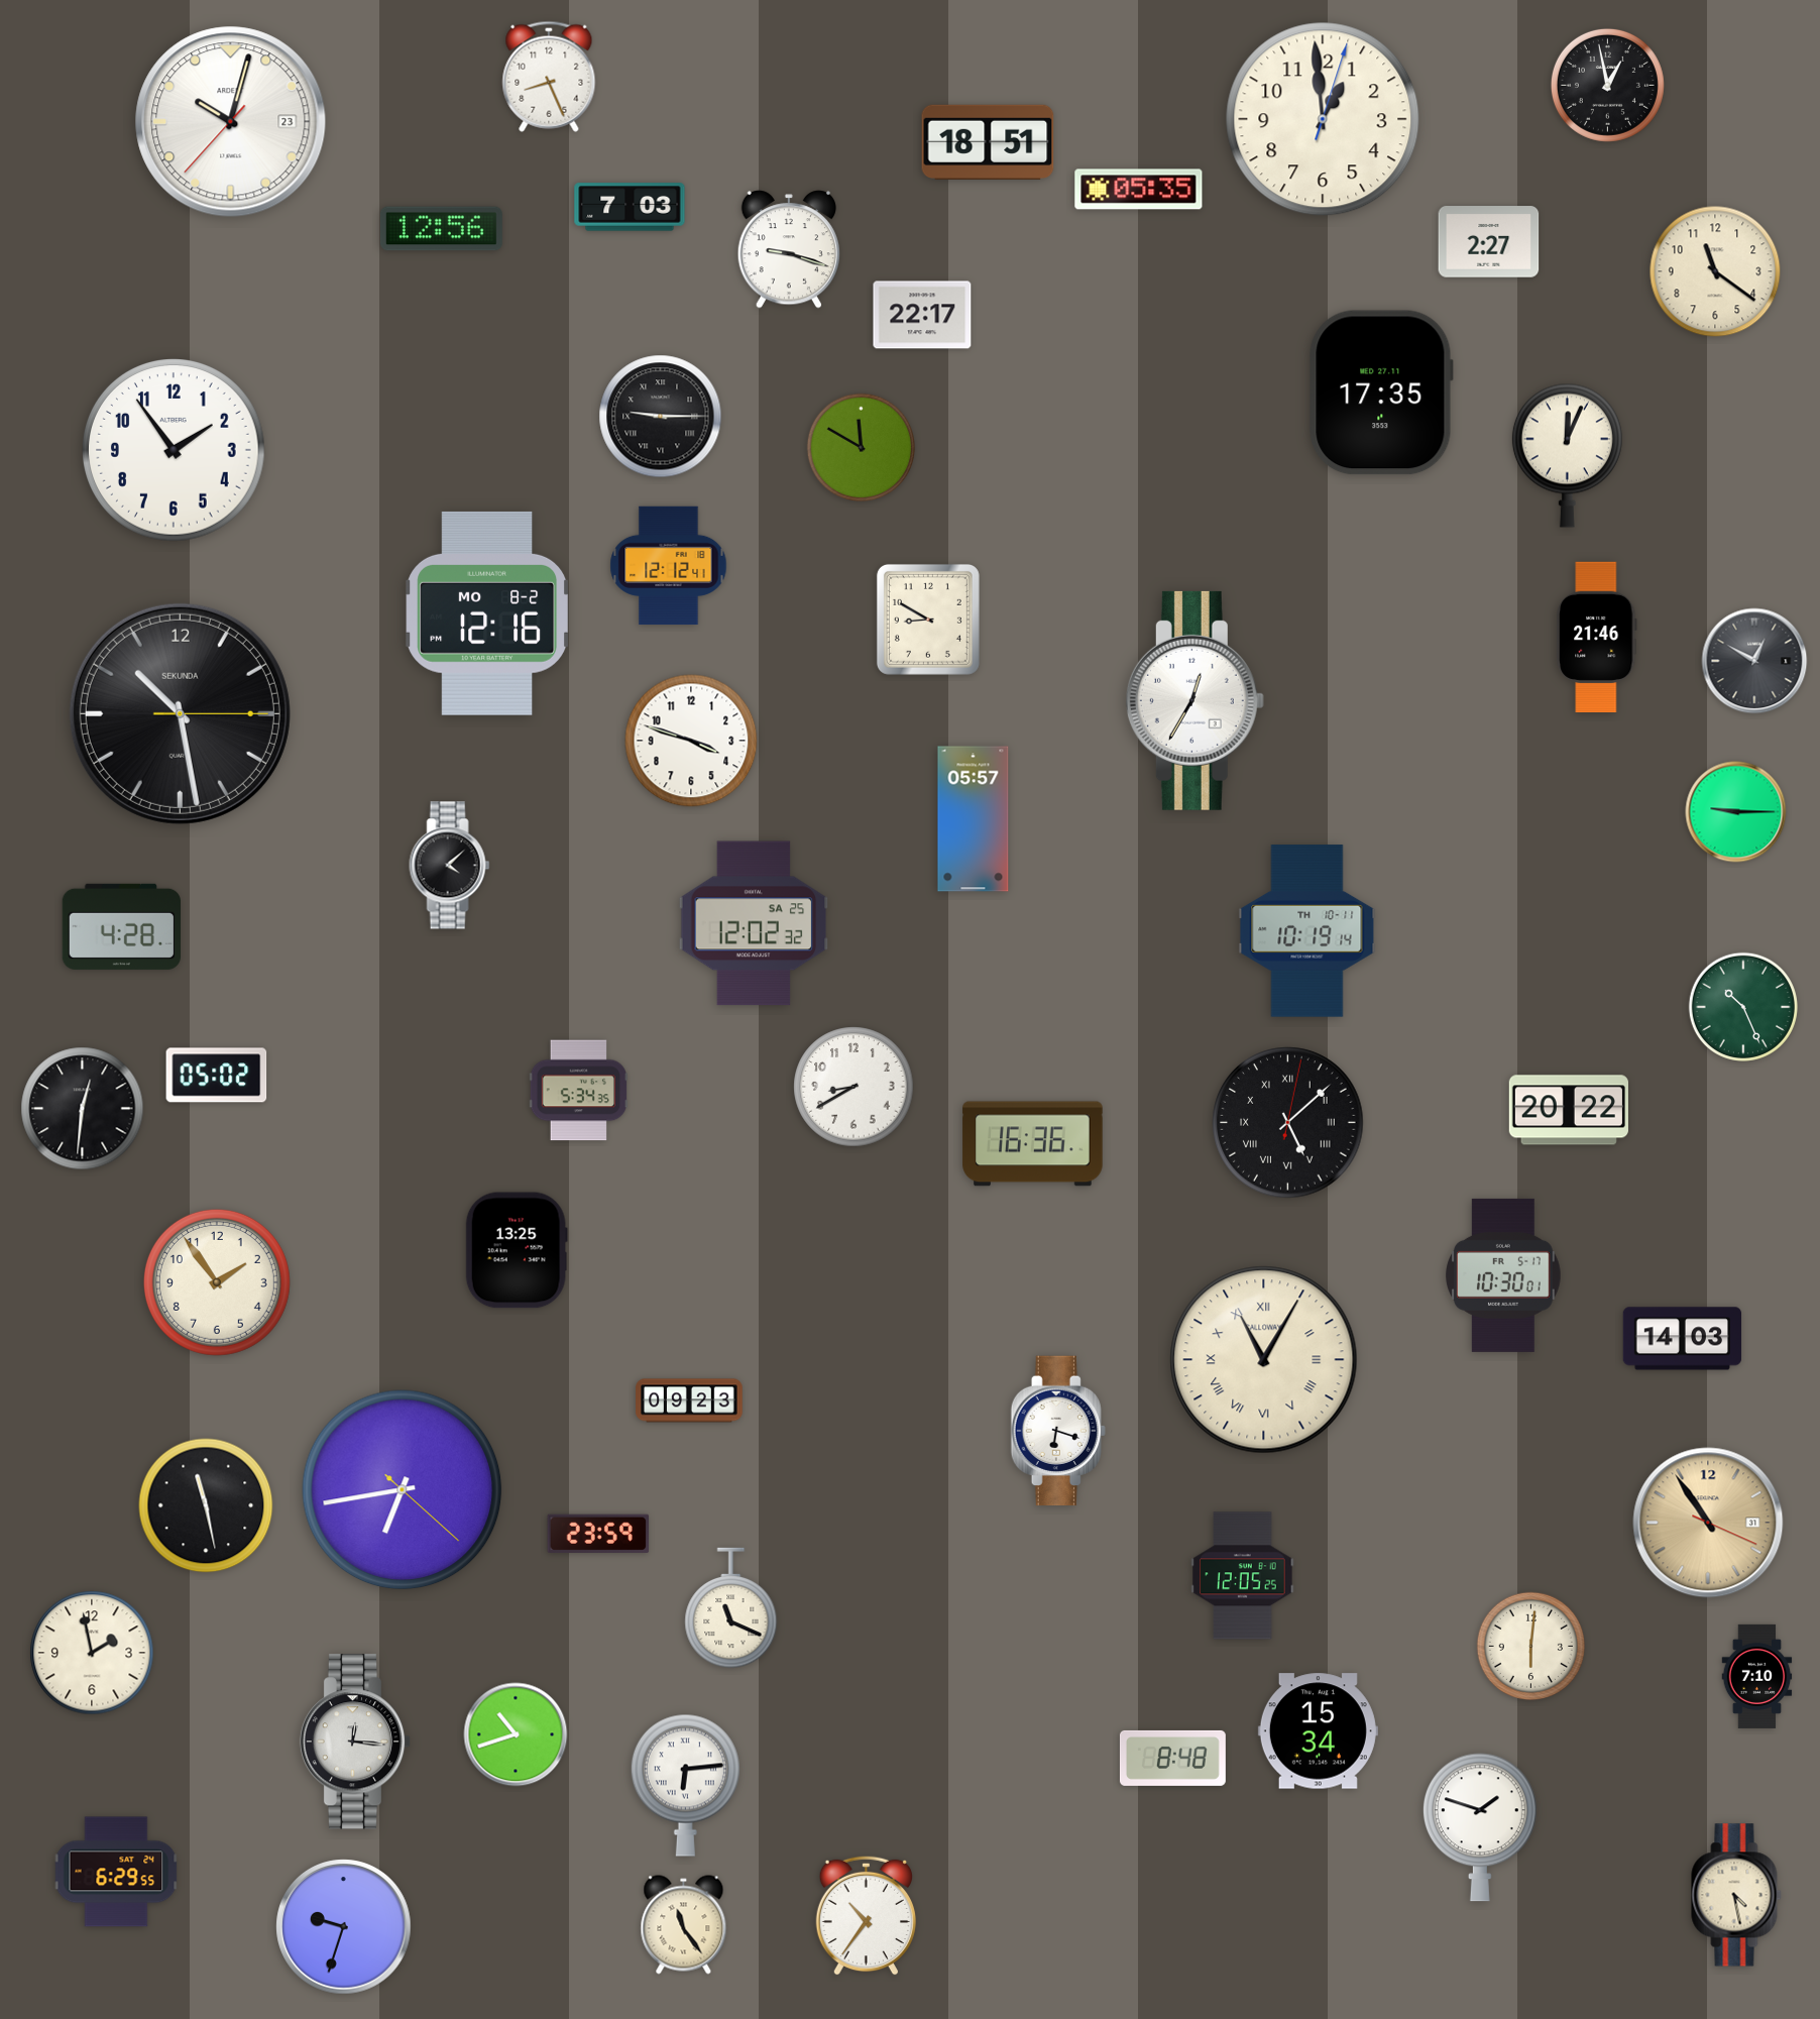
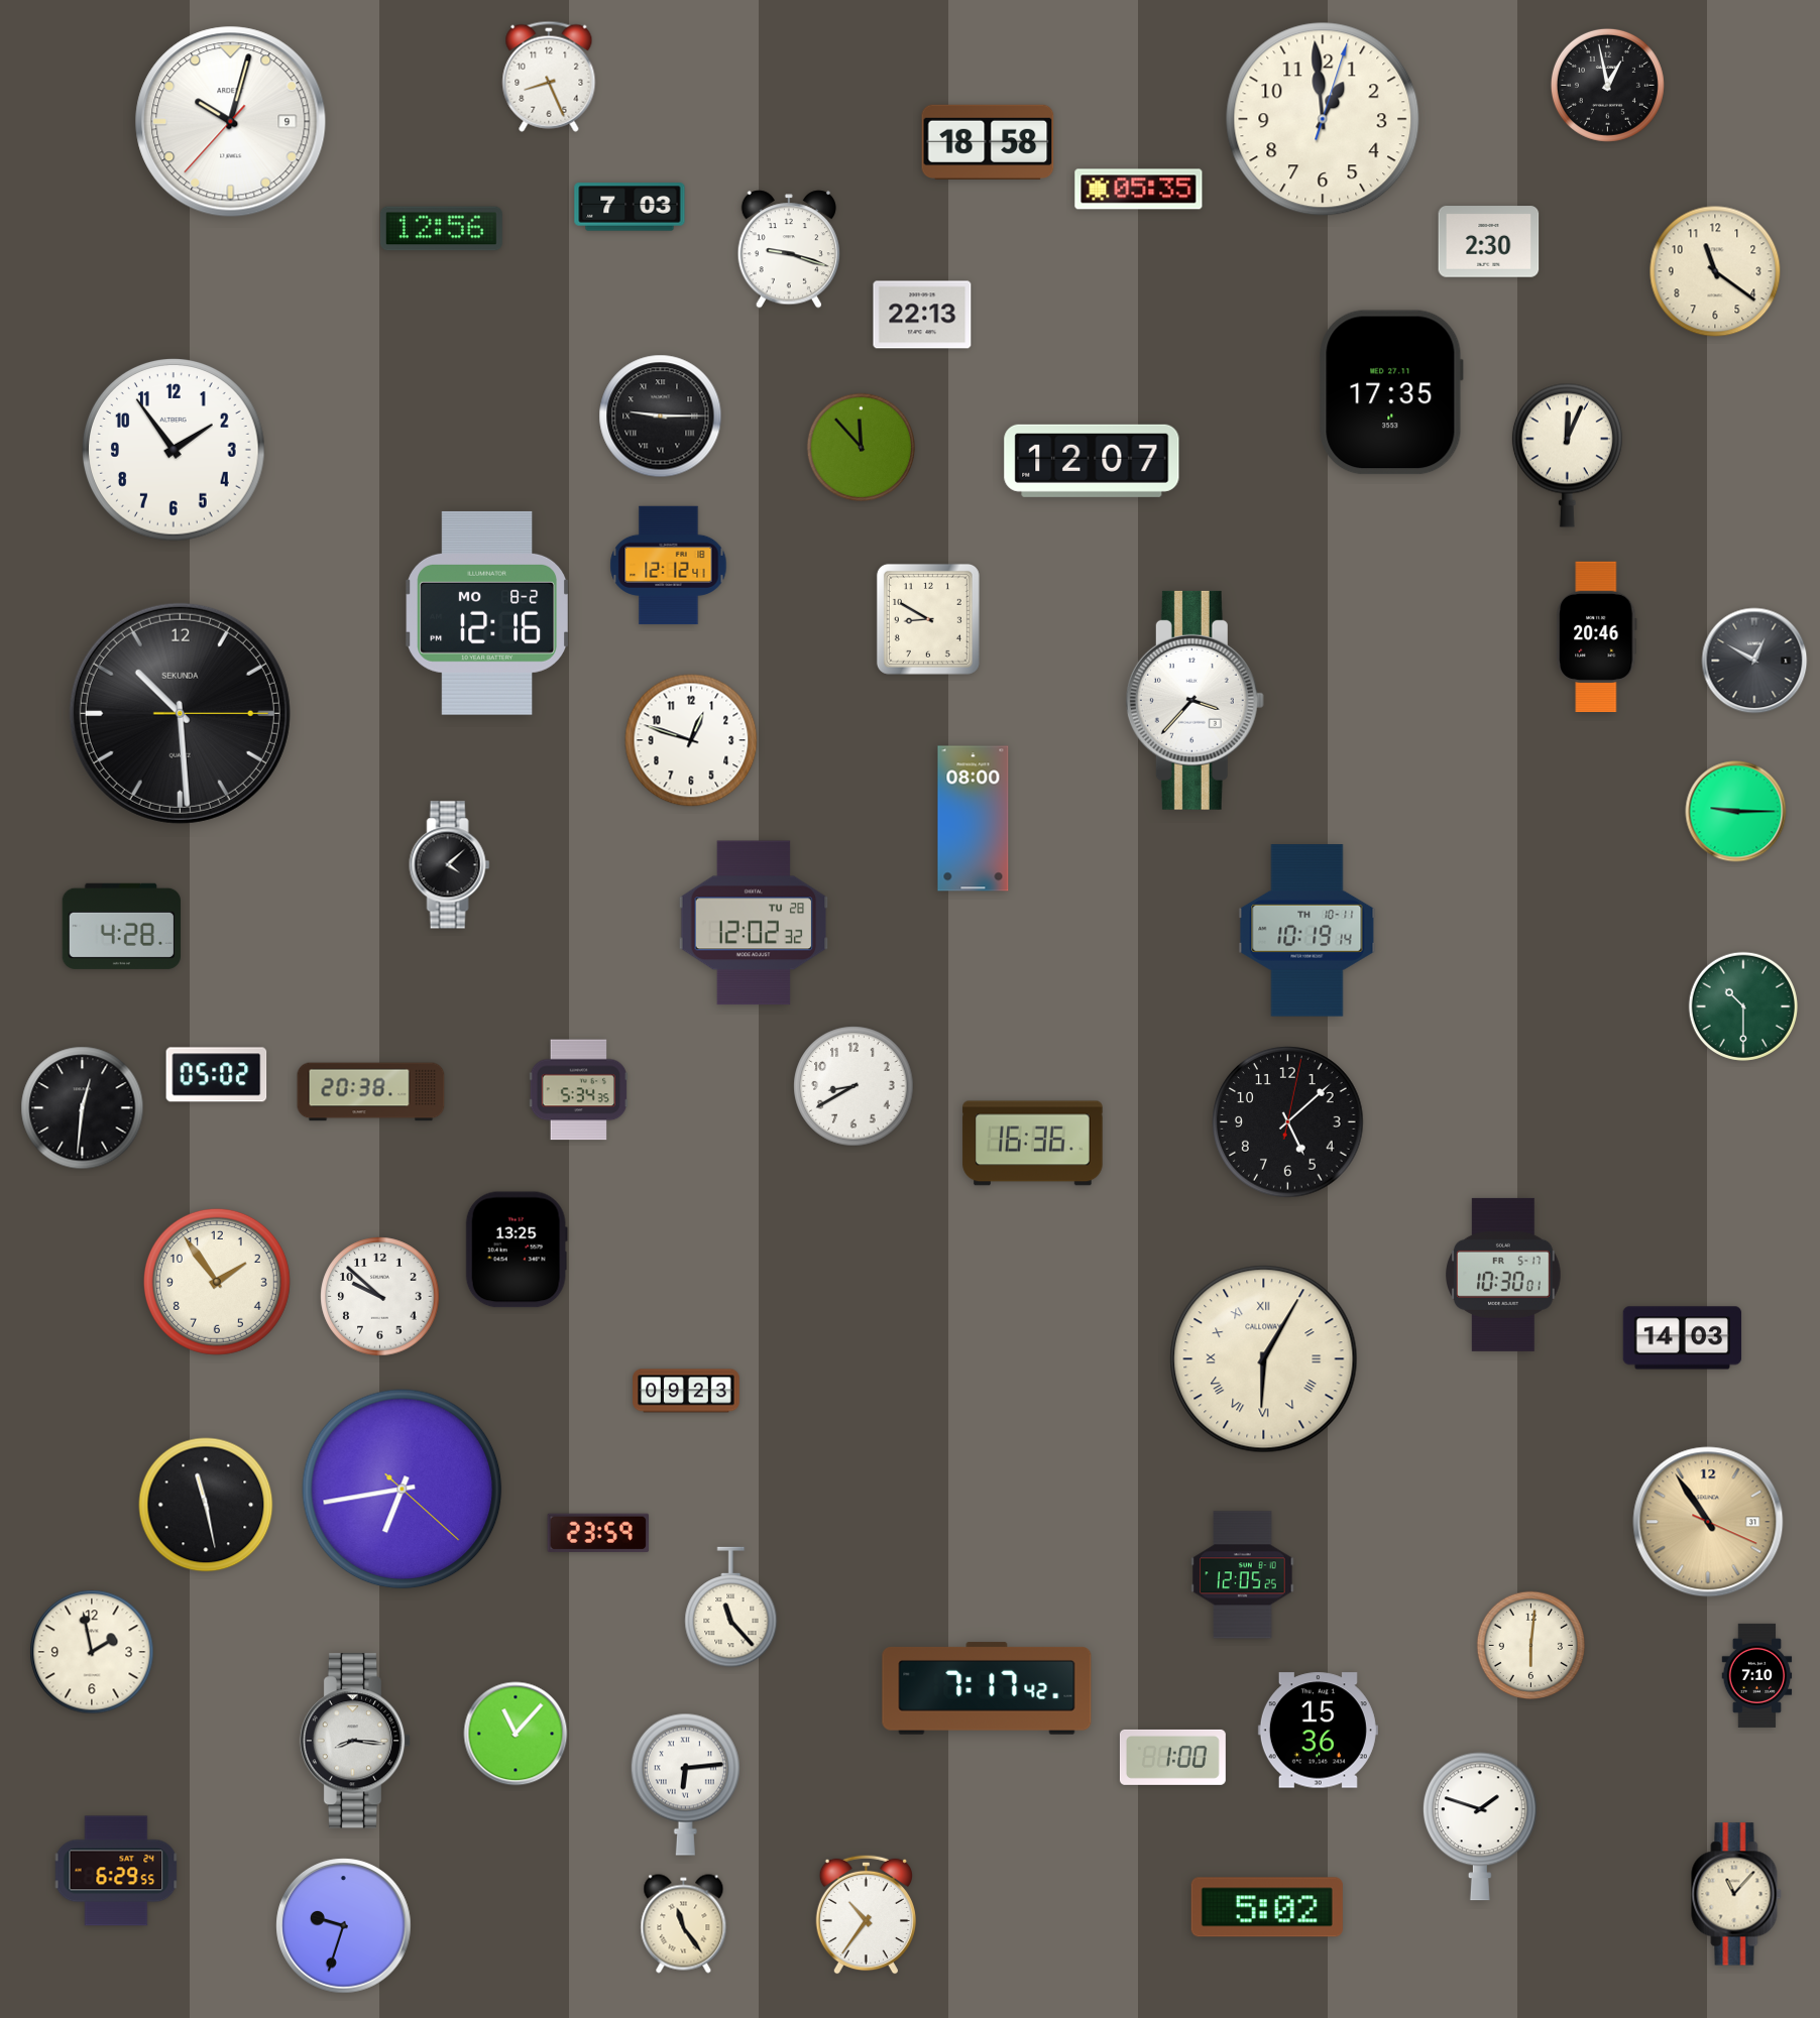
clock at (231, 122) date: 23 -> 9
clock at (988, 141): 18:51 -> 18:58
clock at (1489, 242): 2:27 -> 2:30
clock at (922, 315): 22:17 -> 22:13
clock at (1381, 392) position: (1381, 392) -> (1391, 392)
clock at (861, 447): 11:50 -> 11:53
clock at (1092, 461): none -> 12:07
clock at (1597, 637): 21:46 -> 20:46
clock at (1195, 700): 12:35 -> 3:37
clock at (180, 713): 10:28 -> 10:29
clock at (691, 741): 3:48 -> 12:48
clock at (974, 819): 05:57 -> 08:00
clock at (754, 923) date: SA 25 -> TU 28
clock at (1742, 1006): 10:26 -> 10:30
clock at (371, 1092): none -> 20:38
clock at (1569, 1110): 20:22 -> none
clock at (1288, 1123) numerals: Roman -> Arabic
clock at (380, 1297): none -> 9:52
clock at (1264, 1360): 11:05 -> 6:05
clock at (689, 1400) position: (689, 1400) -> (686, 1391)
clock at (1058, 1431): 6:18 -> none
clock at (731, 1608): 11:19 -> 11:23
clock at (987, 1688): none -> 7:17
clock at (1318, 1731): 15:34 -> 15:36
clock at (516, 1734): 10:42 -> 11:07
clock at (355, 1742): 12:16 -> 8:16
clock at (1172, 1758): 8:48 -> 1:00
clock at (1736, 1895): 4:28 -> 11:07
clock at (1267, 1907): none -> 5:02
